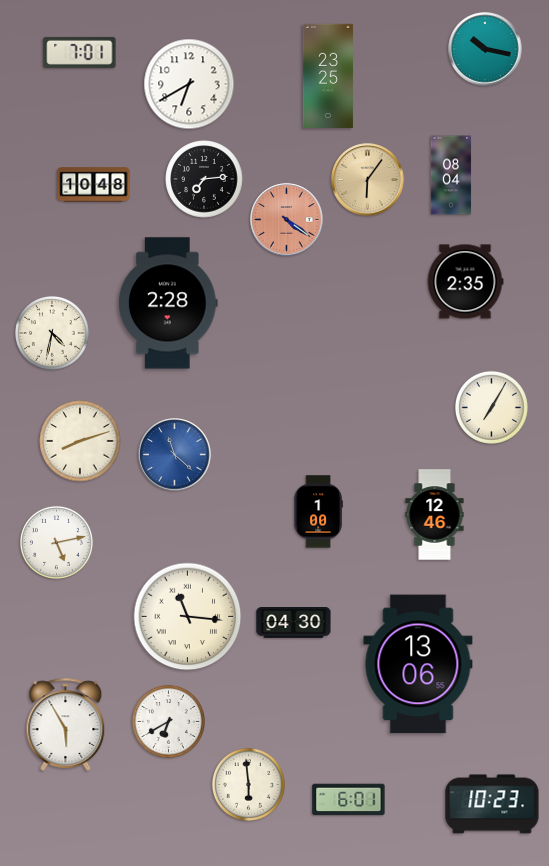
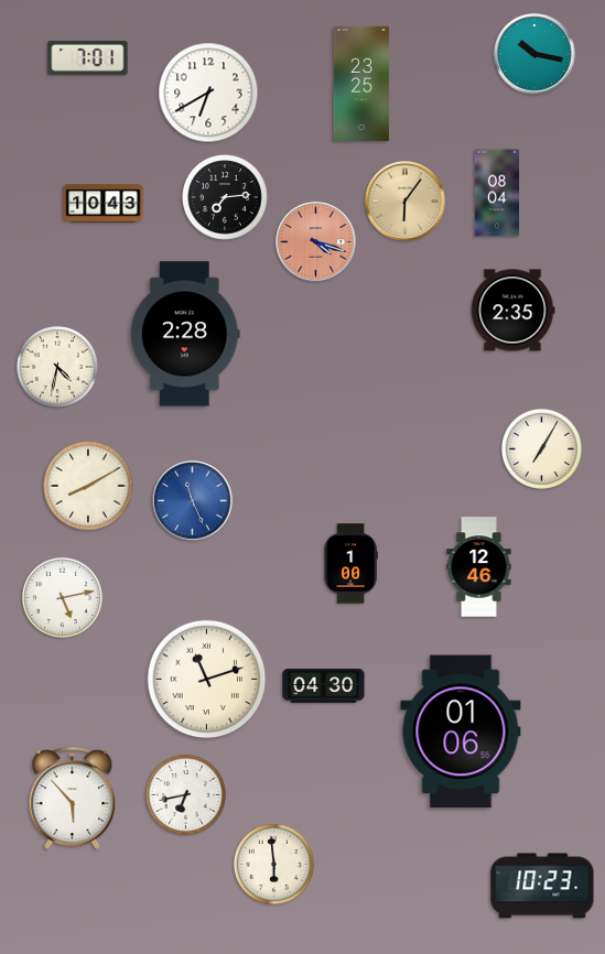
clock at (368, 180) position: (368, 180) -> (406, 202)
clock at (94, 185): 10:48 -> 10:43
clock at (287, 220): 4:21 -> 4:18
clock at (80, 441): 8:12 -> 8:10
clock at (175, 455): 11:22 -> 11:26
clock at (188, 617): 11:16 -> 11:12
clock at (418, 664): 13:06 -> 01:06
clock at (168, 721): 6:40 -> 6:43
clock at (66, 724): 5:55 -> 5:53
clock at (349, 800): 6:01 -> none
